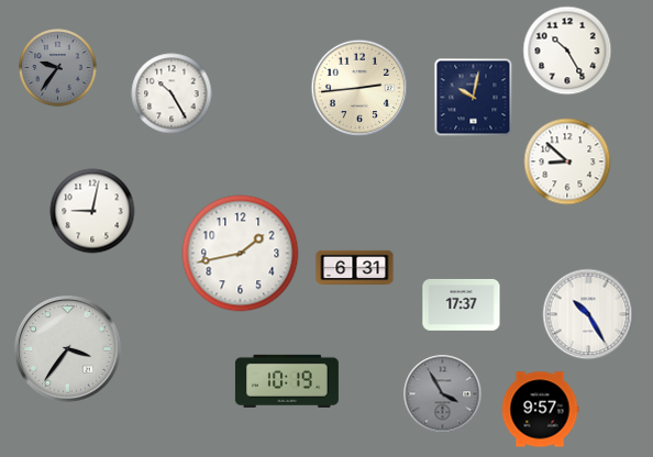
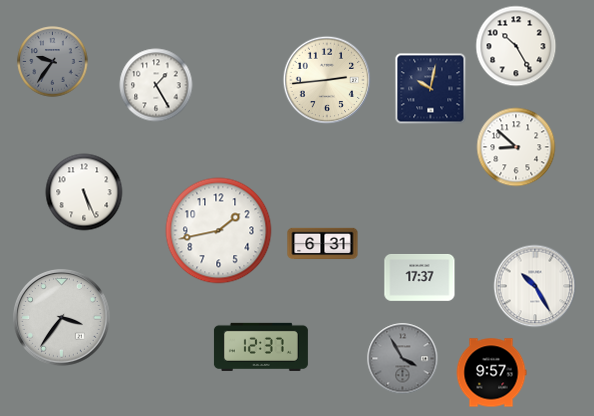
clock at (171, 93): 10:25 -> 1:25
clock at (92, 211): 9:02 -> 5:26
clock at (287, 381): 10:19 -> 12:37
